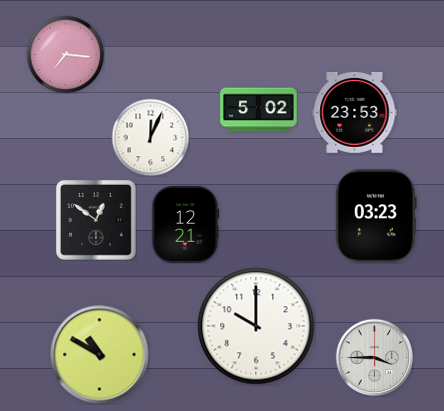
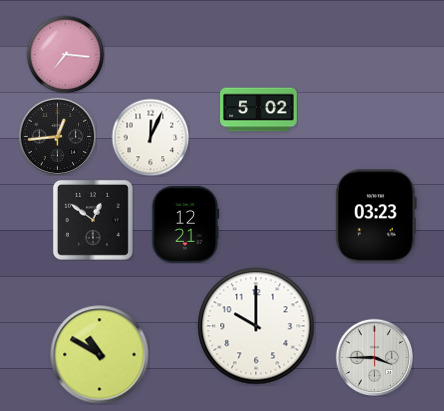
clock at (355, 112): 23:53 -> none
clock at (57, 136): none -> 12:44
clock at (96, 220) position: (96, 220) -> (93, 220)
